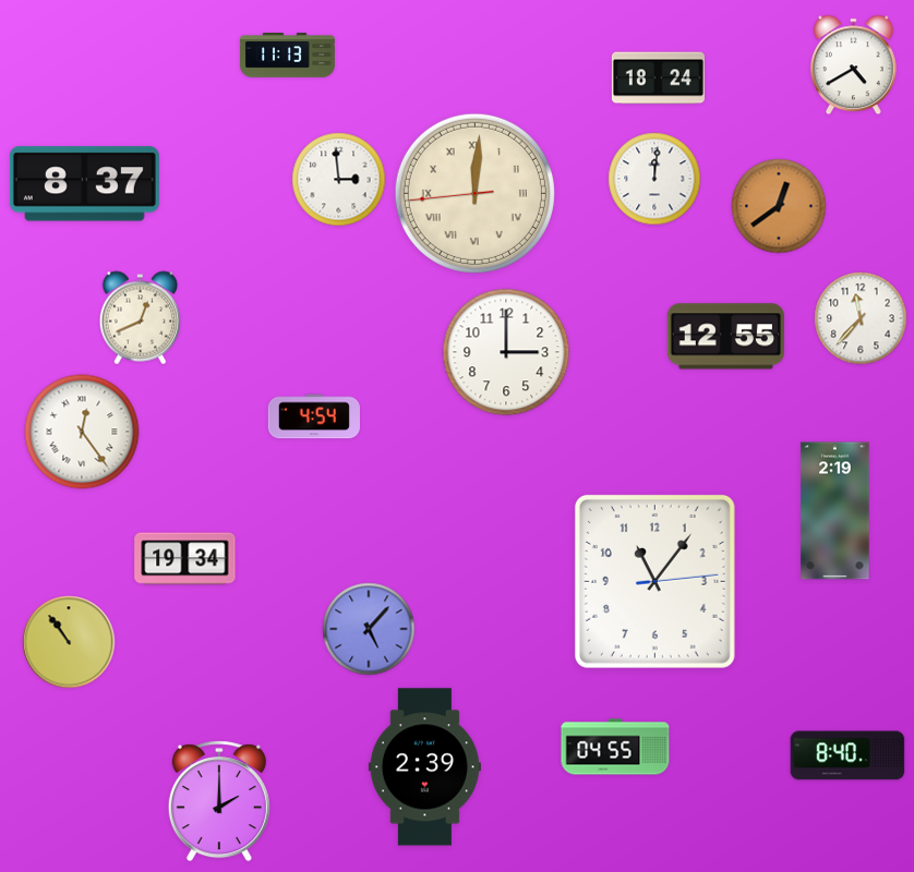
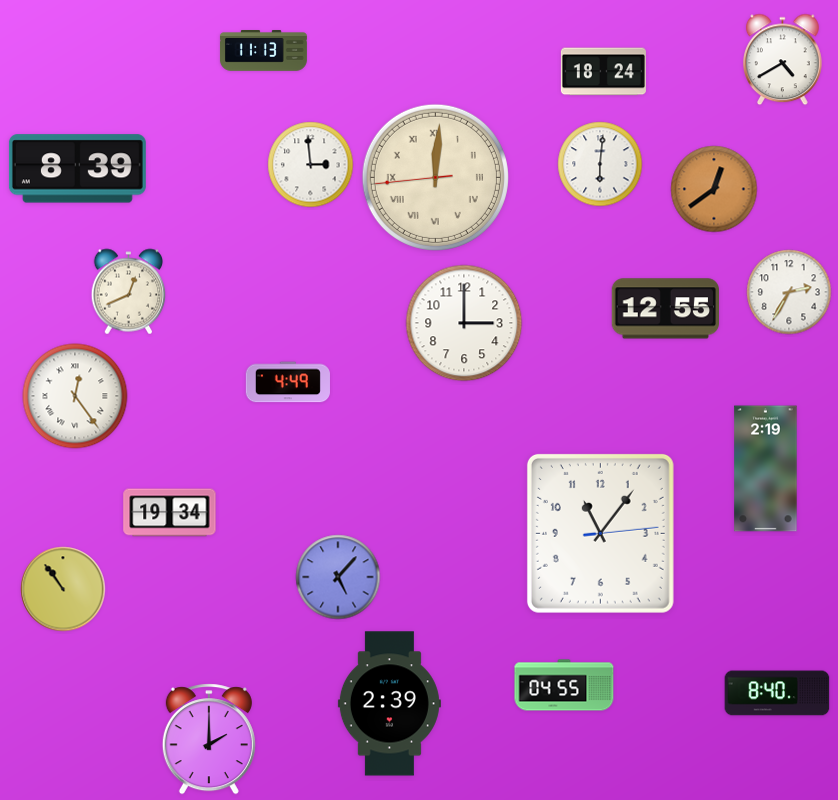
clock at (654, 179): 12:01 -> 6:01
clock at (84, 184): 8:37 -> 8:39
clock at (861, 318): 11:37 -> 2:35
clock at (314, 416): 4:54 -> 4:49
clock at (219, 801) position: (219, 801) -> (209, 739)
